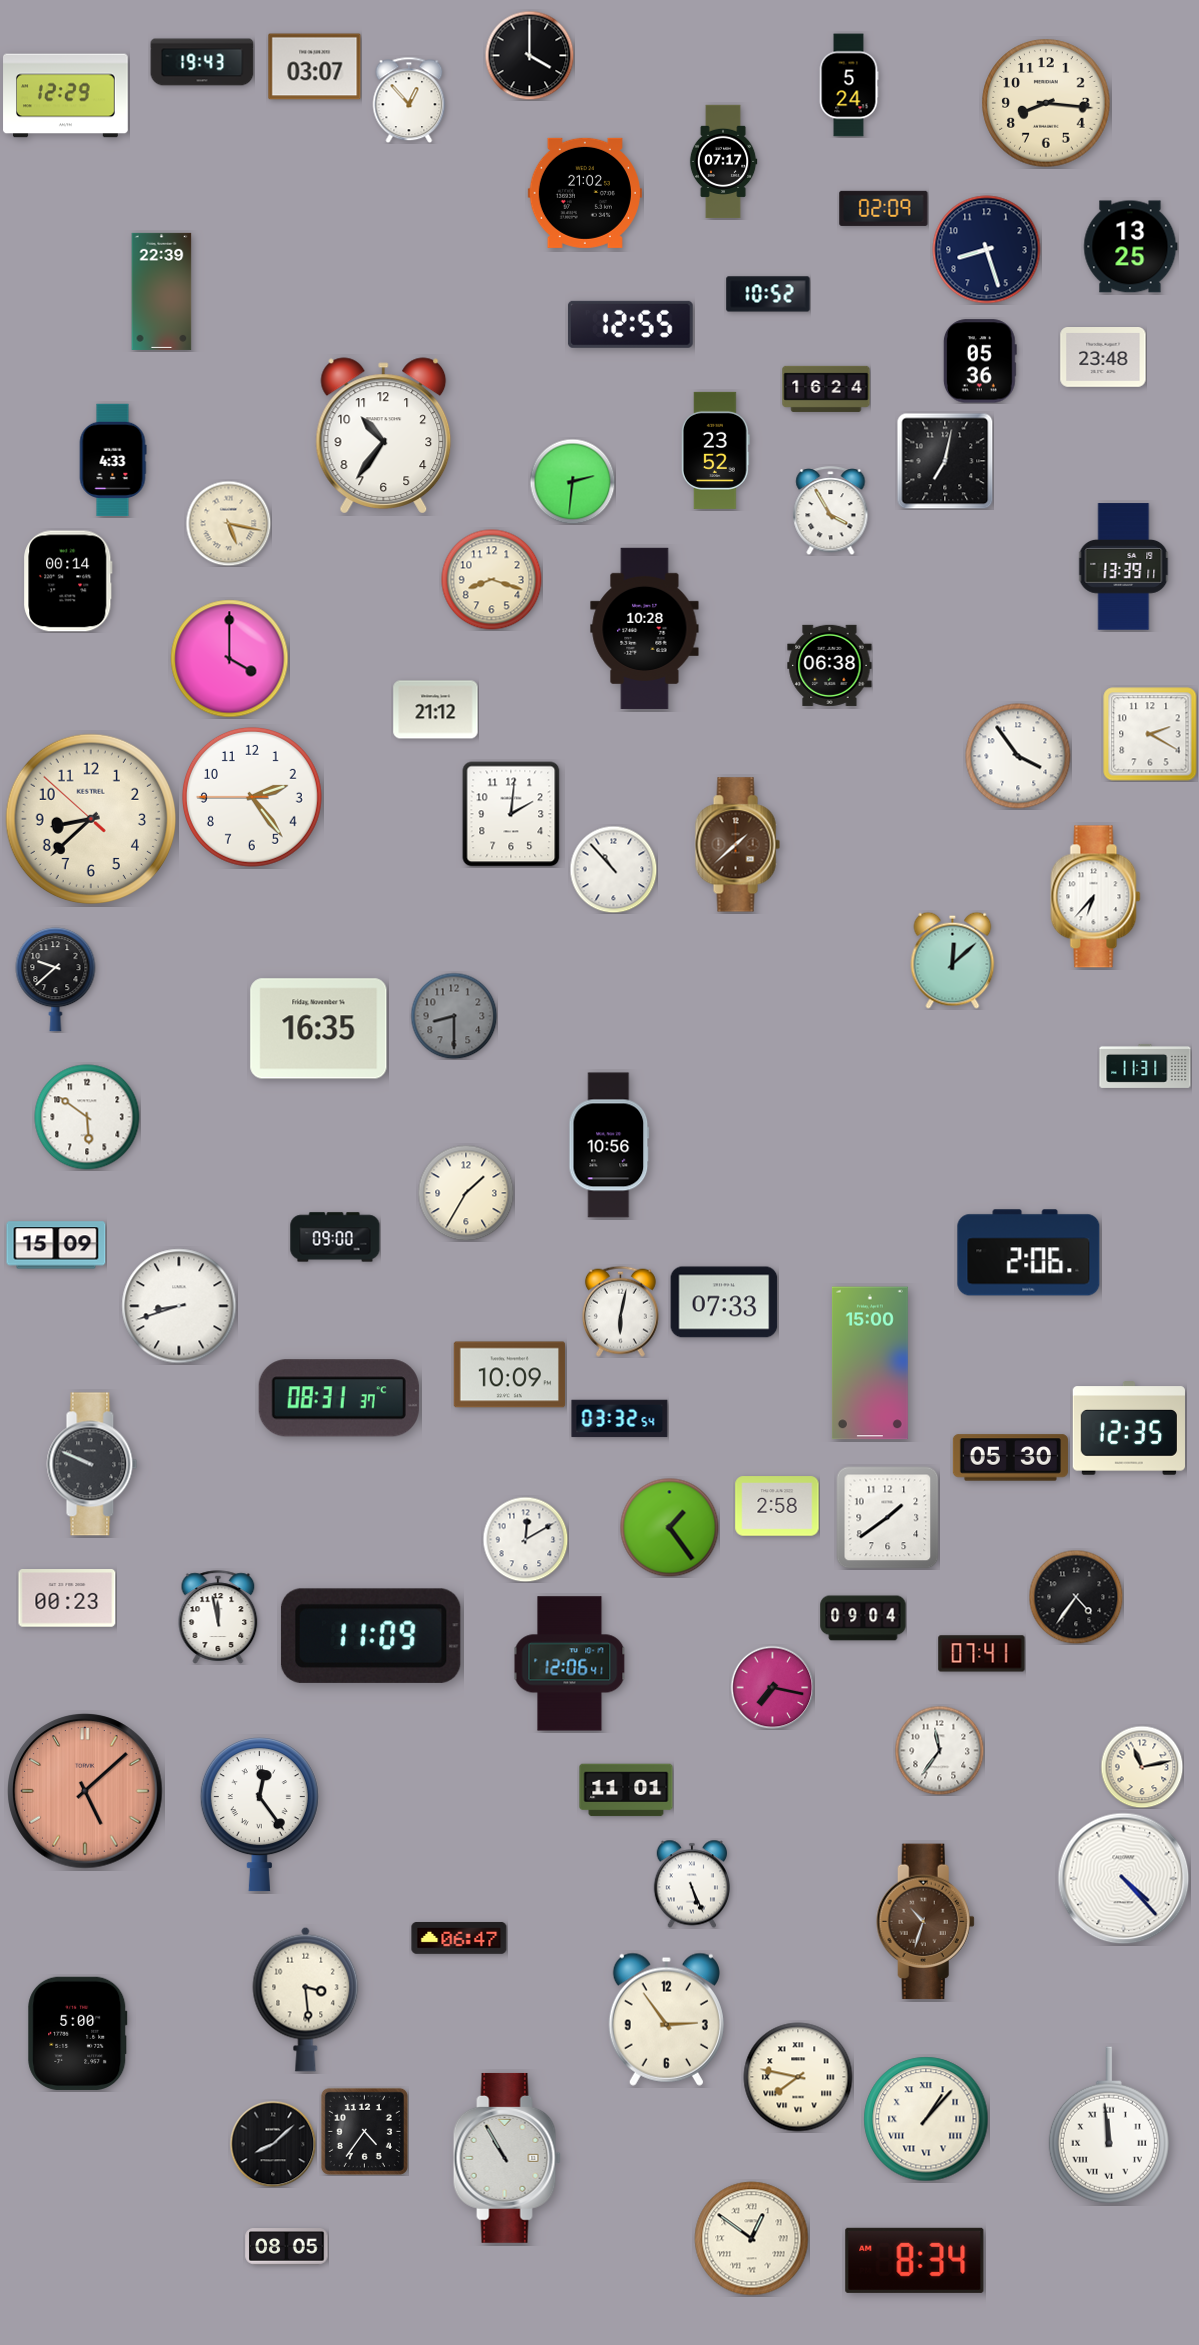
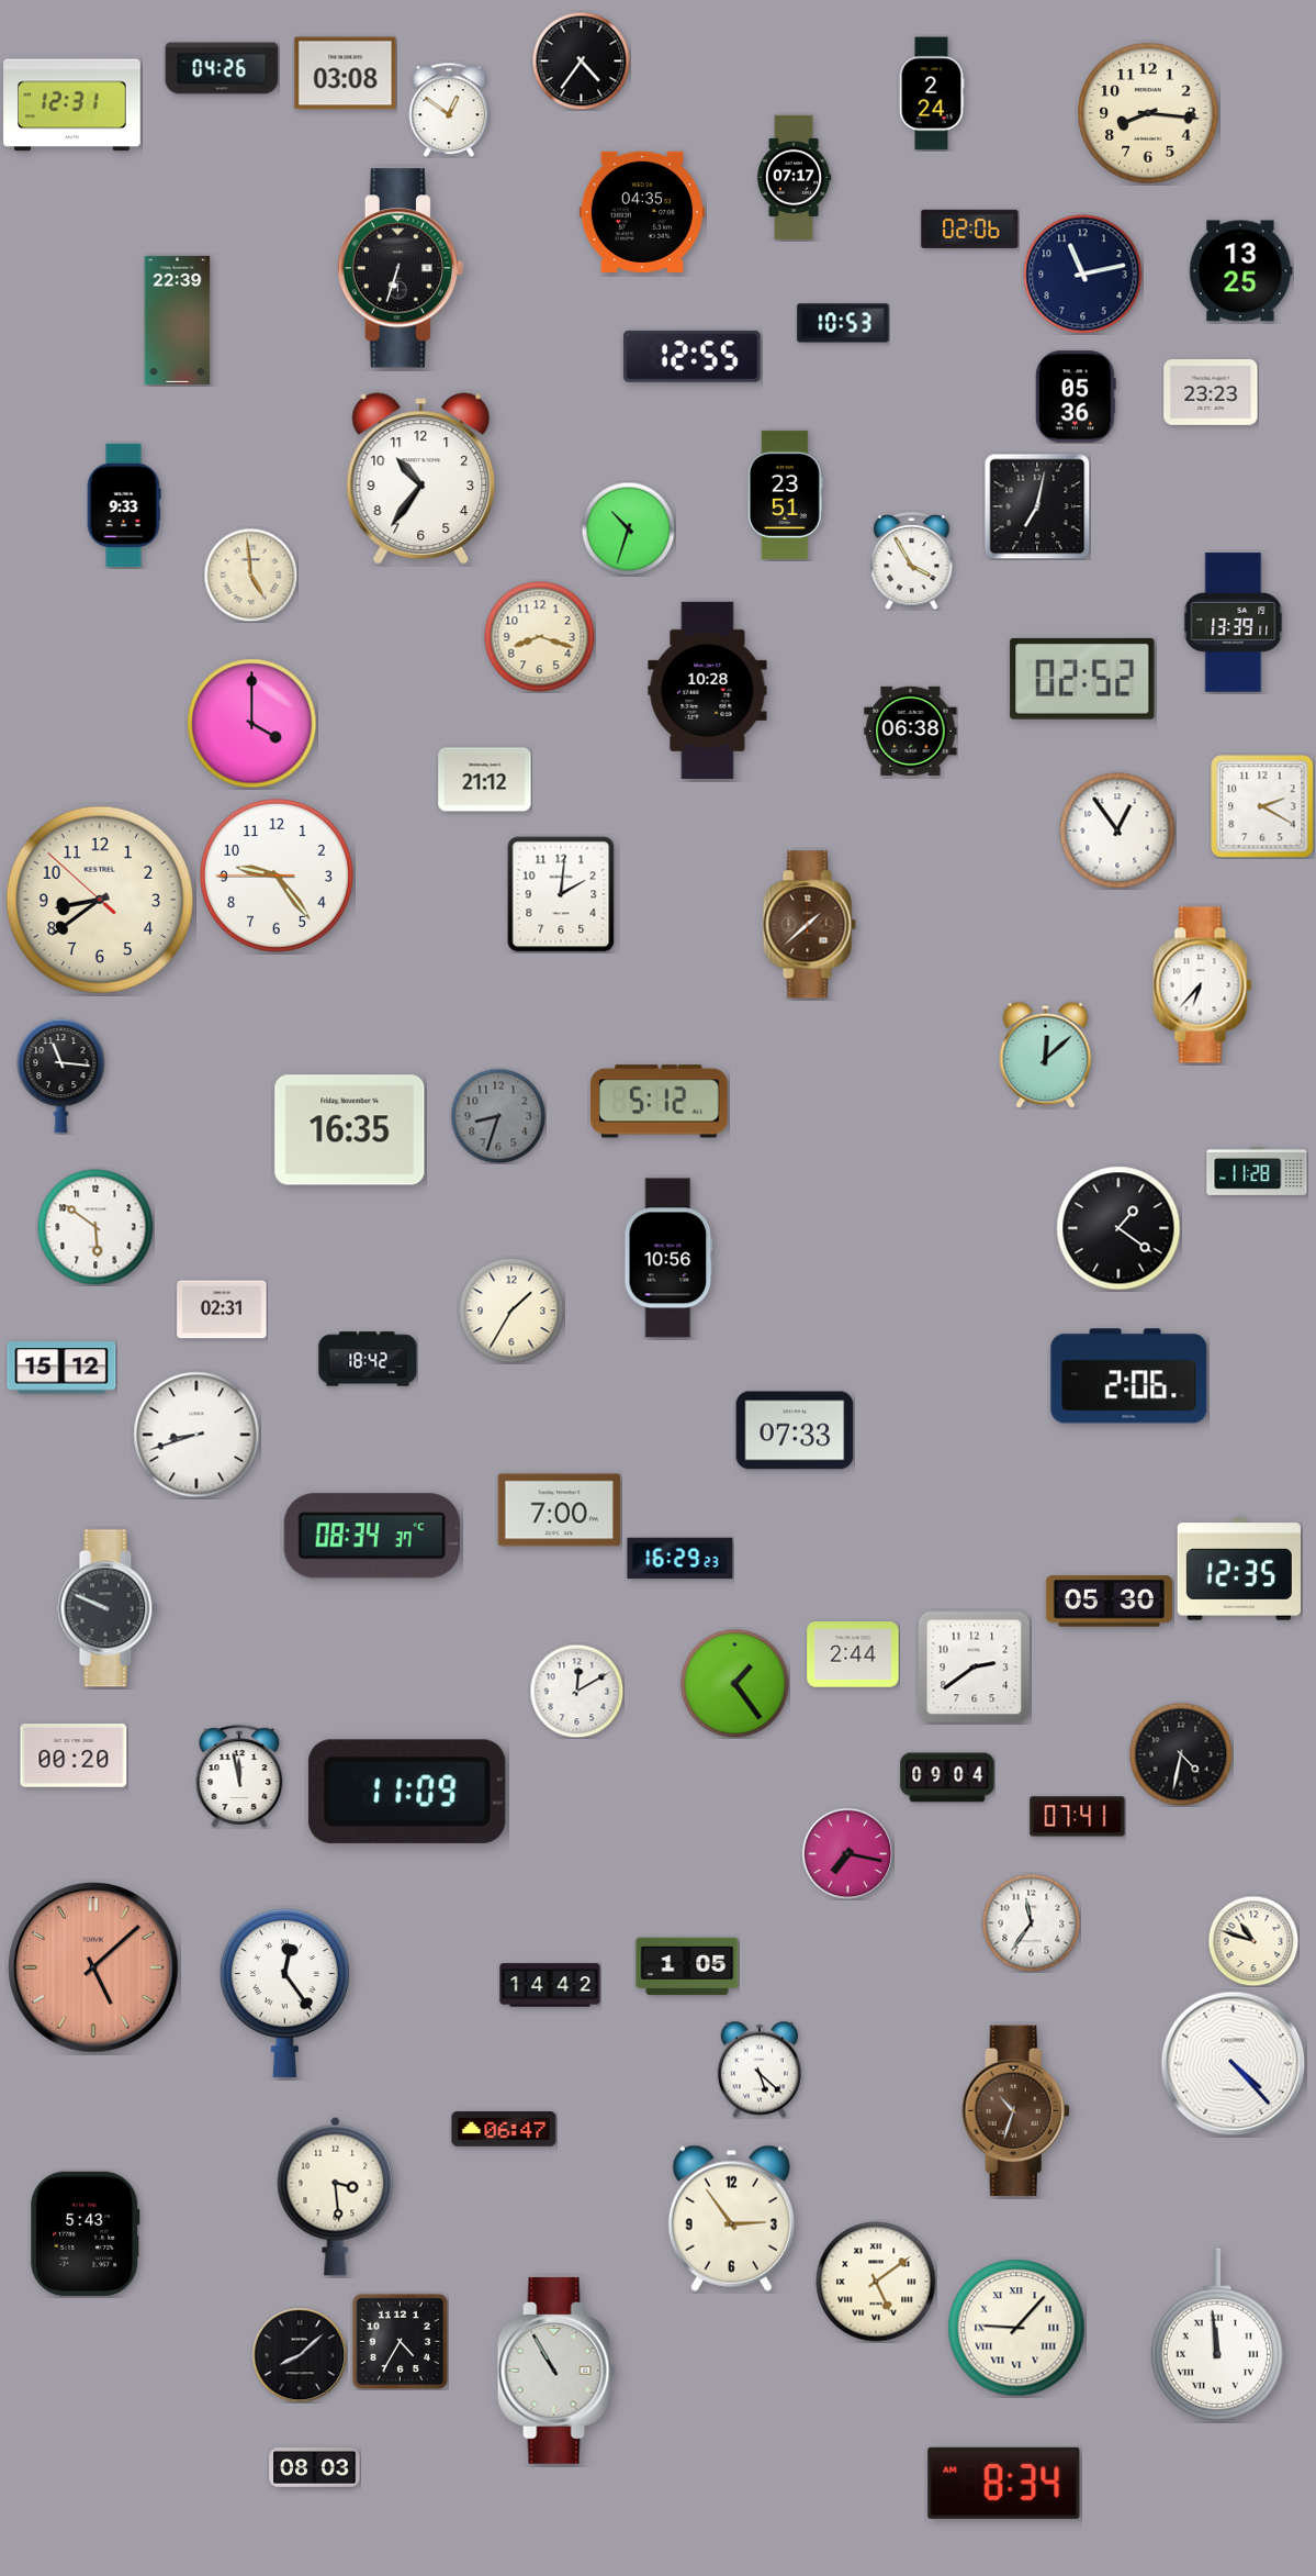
clock at (529, 55): 4:00 -> 4:36
clock at (202, 62): 19:43 -> 04:26
clock at (315, 67): 03:07 -> 03:08
clock at (849, 85): 5:24 -> 2:24
clock at (66, 96): 12:29 -> 12:31
clock at (409, 100): 12:53 -> 12:51
clock at (585, 193): 21:02 -> 04:35
clock at (884, 208): 02:09 -> 02:06
clock at (401, 268): none -> 6:33
clock at (987, 250): 8:27 -> 11:13
clock at (768, 294): 10:52 -> 10:53
clock at (1103, 358): 23:48 -> 23:23
clock at (826, 389): 16:24 -> none
clock at (715, 450): 23:52 -> 23:51
clock at (113, 460): 4:33 -> 9:33
clock at (572, 481): 2:31 -> 10:33
clock at (228, 523): 5:17 -> 4:59
clock at (68, 581): 00:14 -> none
clock at (1082, 679): none -> 02:52
clock at (436, 710) position: (436, 710) -> (485, 780)
clock at (1018, 756): 3:54 -> 12:54
clock at (252, 797): 2:23 -> 9:23
clock at (90, 818): 8:37 -> 8:38
clock at (737, 845) position: (737, 845) -> (809, 925)
clock at (613, 869): 10:53 -> none
clock at (56, 980): 9:38 -> 11:16
clock at (659, 1102): none -> 5:12
clock at (454, 1016): 8:30 -> 8:33
clock at (1145, 1066): 11:31 -> 11:28
clock at (1118, 1228): none -> 1:21
clock at (222, 1309): none -> 02:31
clock at (335, 1237): 09:00 -> 18:42
clock at (56, 1245): 15:09 -> 15:12
clock at (620, 1311): 6:02 -> none
clock at (870, 1363): 15:00 -> none
clock at (510, 1375): 10:09 -> 7:00
clock at (339, 1398): 08:31 -> 08:34
clock at (620, 1419): 03:32 -> 16:29
clock at (92, 1464) position: (92, 1464) -> (108, 1608)
clock at (777, 1506): 2:58 -> 2:44
clock at (887, 1517): 1:39 -> 2:39
clock at (670, 1528) position: (670, 1528) -> (735, 1684)
clock at (1076, 1597): 4:36 -> 4:32
clock at (67, 1598): 00:23 -> 00:20
clock at (371, 1636) position: (371, 1636) -> (407, 1792)
clock at (570, 1664): 12:06 -> none
clock at (1142, 1767): 11:13 -> 10:48
clock at (626, 1790): 11:01 -> 1:05
clock at (550, 1985): none -> 14:42
clock at (691, 1884): 5:26 -> 5:22
clock at (78, 2033): 5:00 -> 5:43
clock at (798, 2077): 7:47 -> 5:09
clock at (926, 2119): 1:07 -> 9:07
clock at (364, 2131): 4:36 -> 4:35
clock at (752, 2239): 12:51 -> none
clock at (287, 2247): 08:05 -> 08:03
